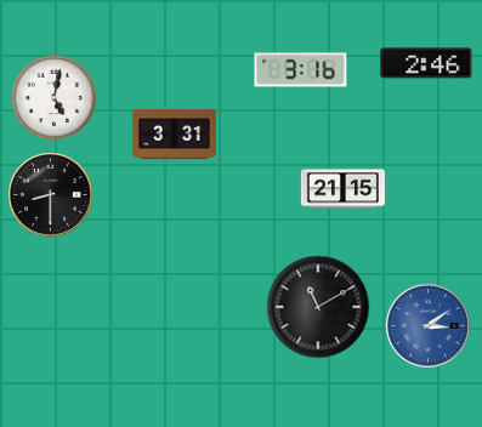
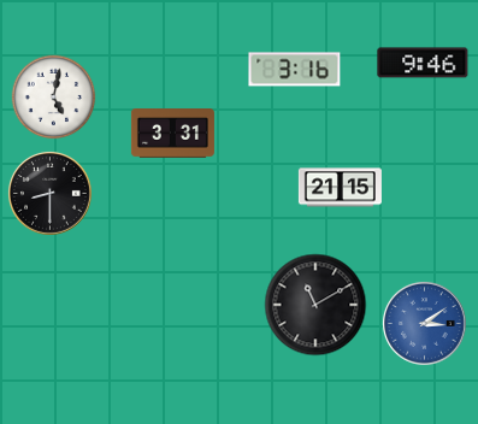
clock at (426, 63): 2:46 -> 9:46
clock at (301, 70) position: (301, 70) -> (295, 70)
